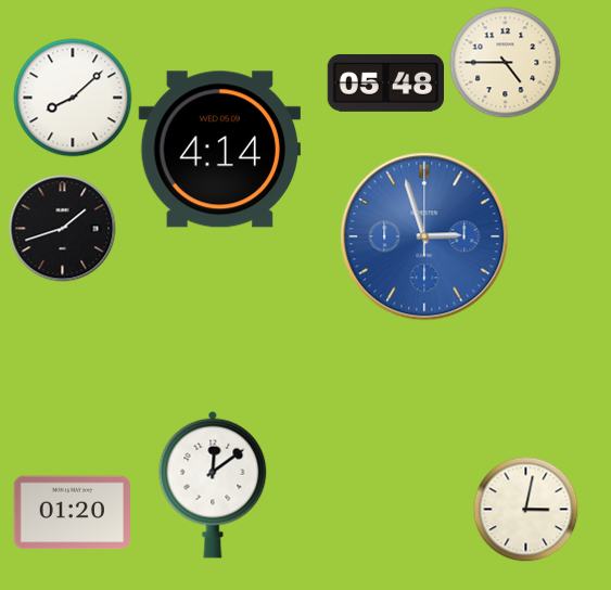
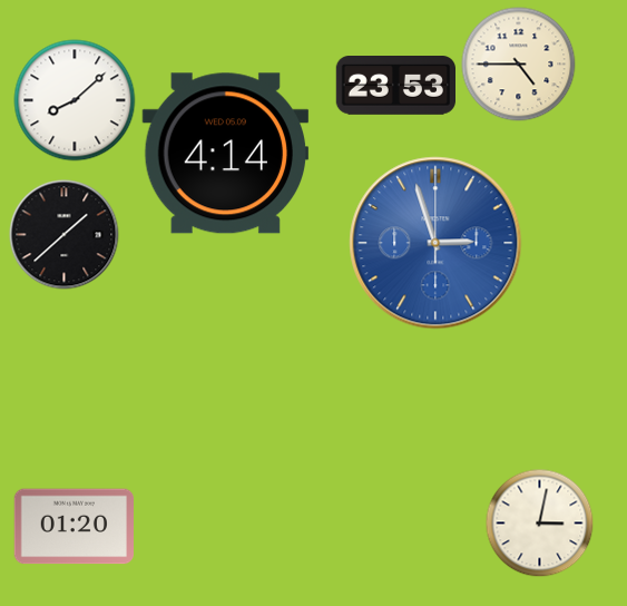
clock at (385, 84): 05:48 -> 23:53
clock at (63, 229): 1:42 -> 1:38
clock at (213, 485): 12:09 -> none
